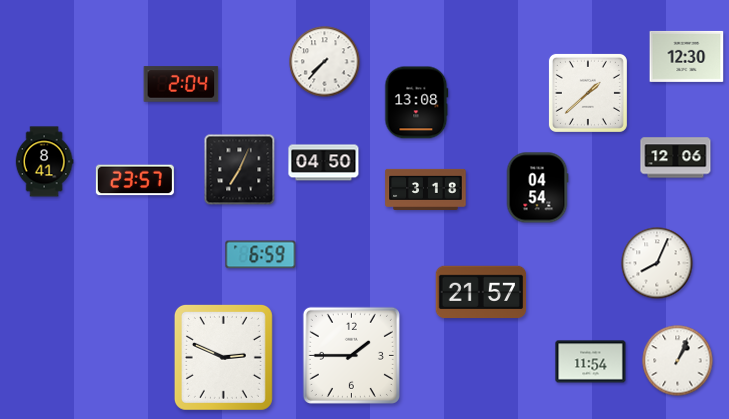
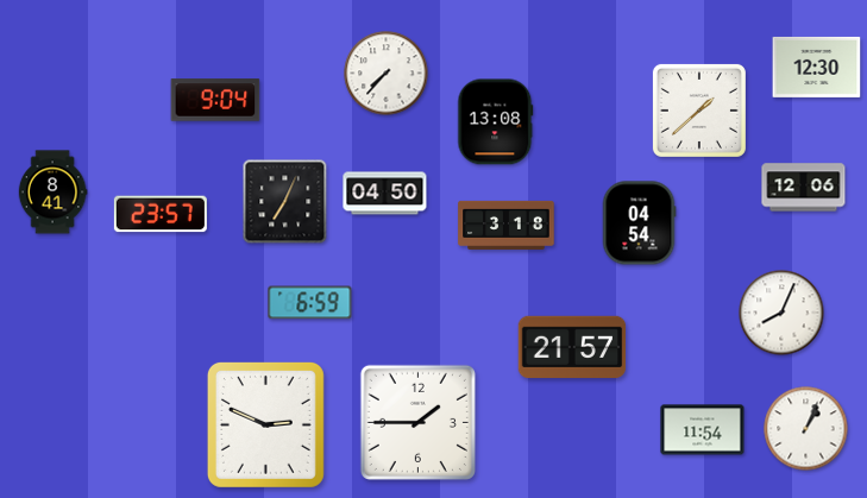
clock at (181, 84): 2:04 -> 9:04
